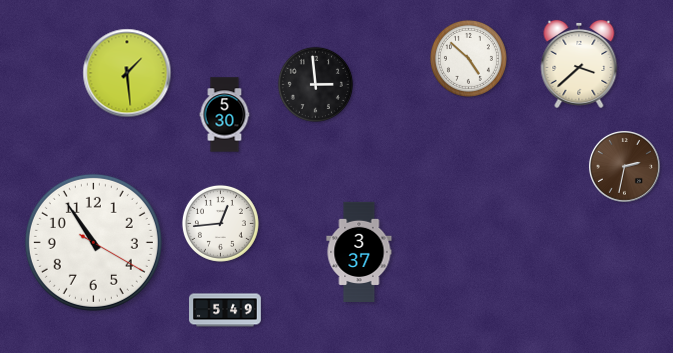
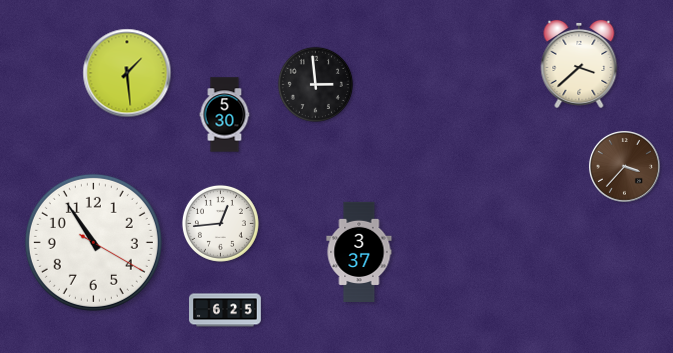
clock at (468, 58): 4:52 -> none
clock at (624, 166): 2:32 -> 3:37
clock at (225, 310): 5:49 -> 6:25
